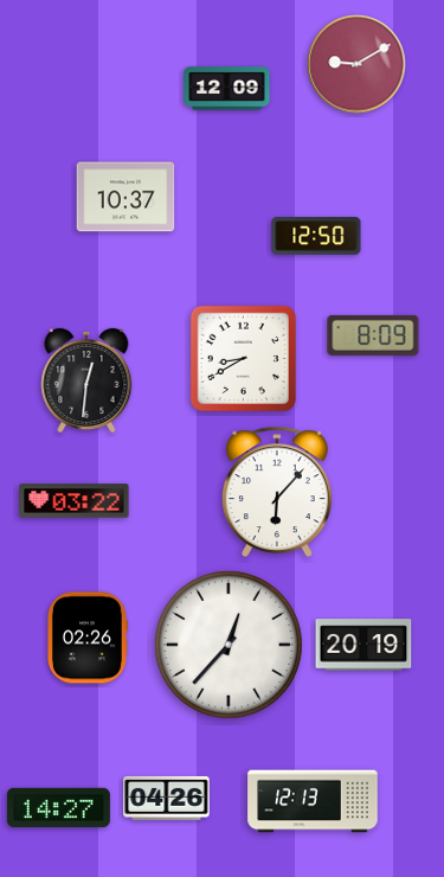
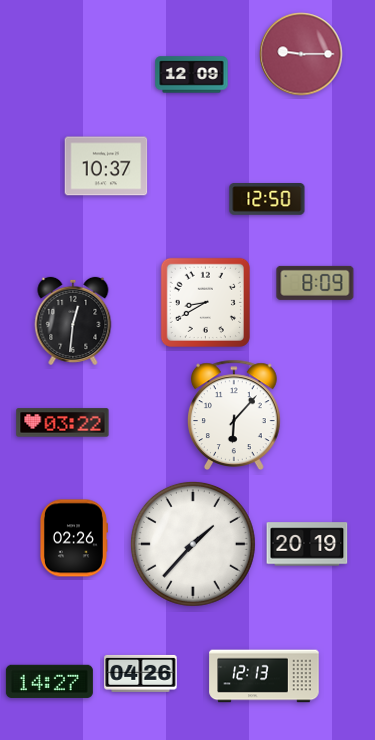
clock at (356, 64): 9:10 -> 9:15
clock at (229, 645): 12:37 -> 1:37
